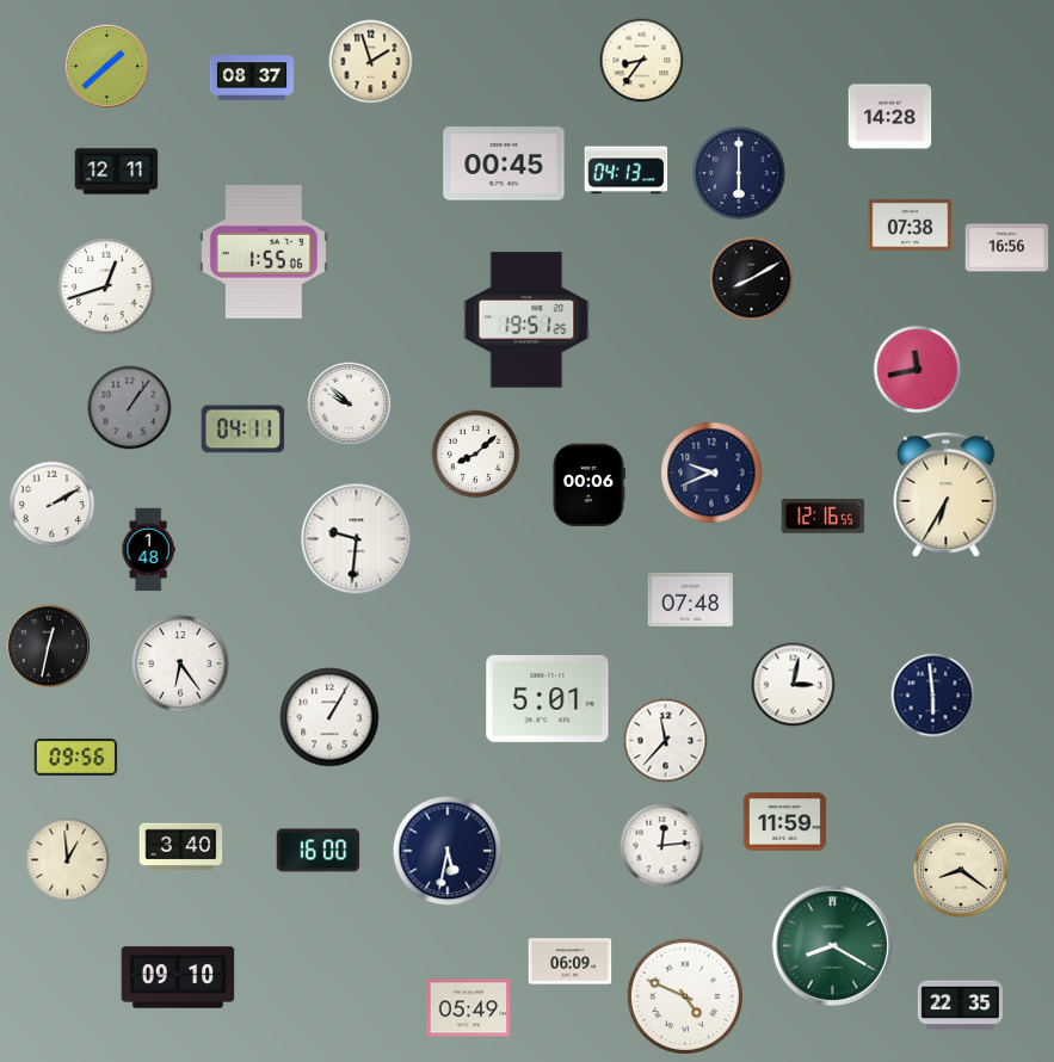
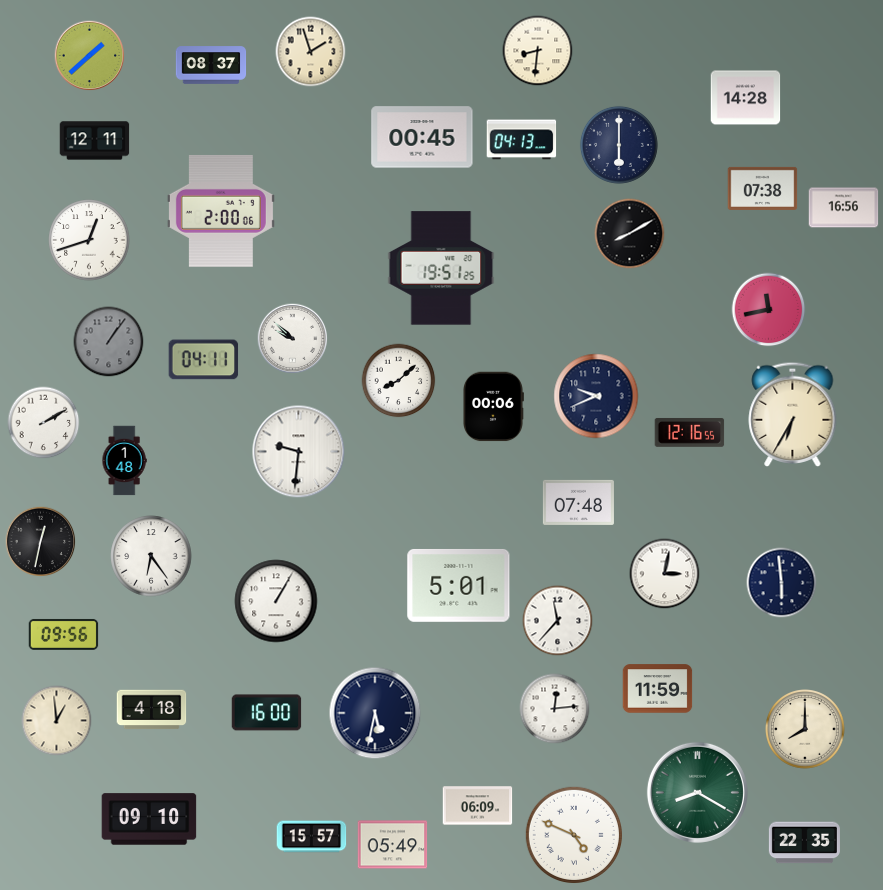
clock at (642, 61): 8:36 -> 8:31
clock at (627, 171) position: (627, 171) -> (522, 140)
clock at (117, 172) position: (117, 172) -> (95, 141)
clock at (264, 252): 1:55 -> 2:00
clock at (181, 847): 3:40 -> 4:18
clock at (961, 870): 8:21 -> 8:00
clock at (312, 837): none -> 15:57
